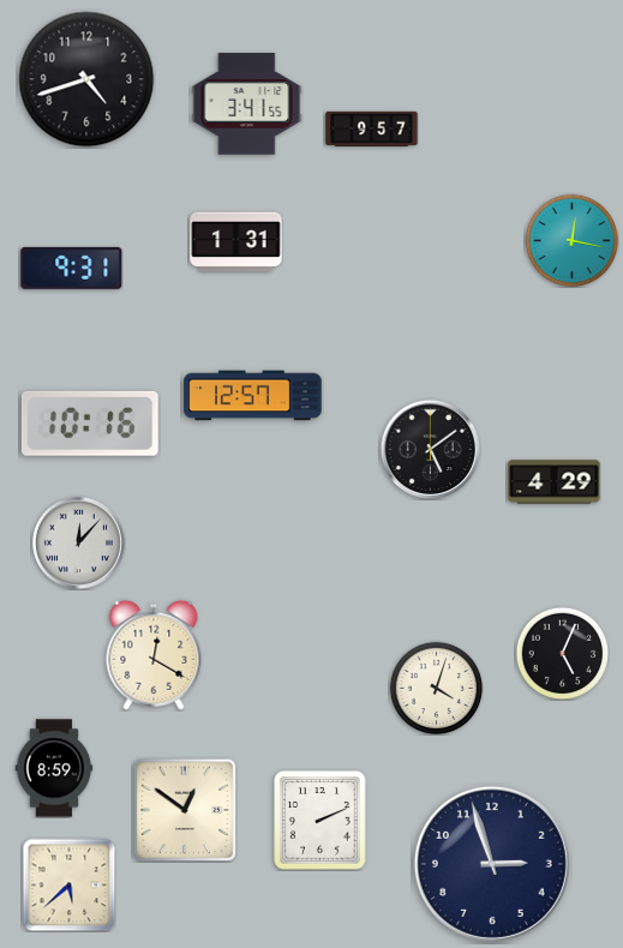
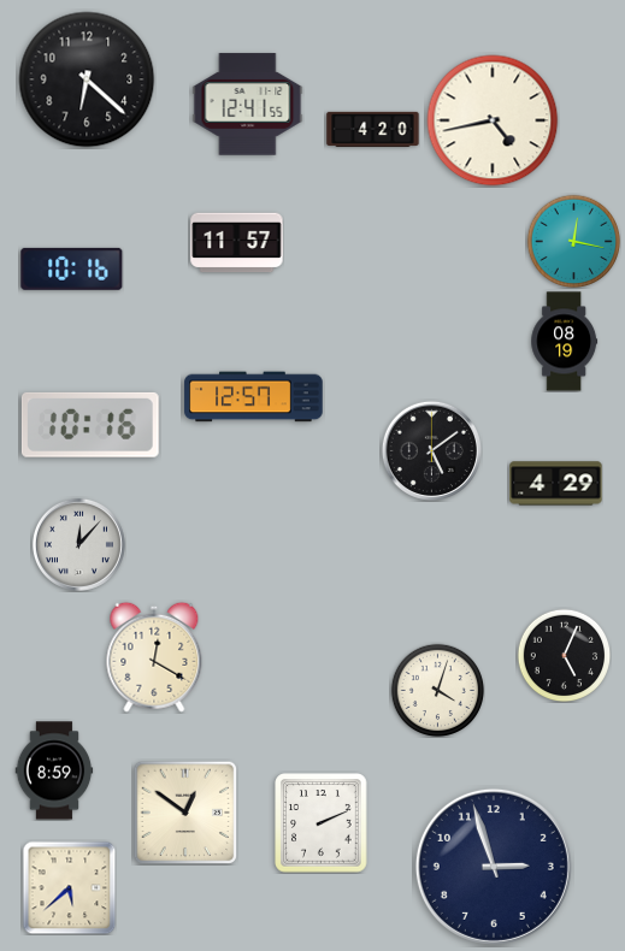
clock at (86, 79): 4:42 -> 6:22
clock at (247, 104): 3:41 -> 12:41
clock at (493, 120): none -> 4:43
clock at (372, 128): 9:57 -> 4:20
clock at (236, 242): 1:31 -> 11:57
clock at (72, 268): 9:31 -> 10:16
clock at (565, 342): none -> 08:19
